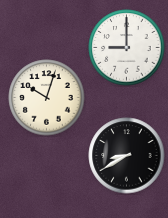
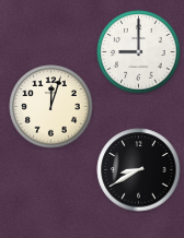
clock at (47, 98): 10:03 -> 12:03
